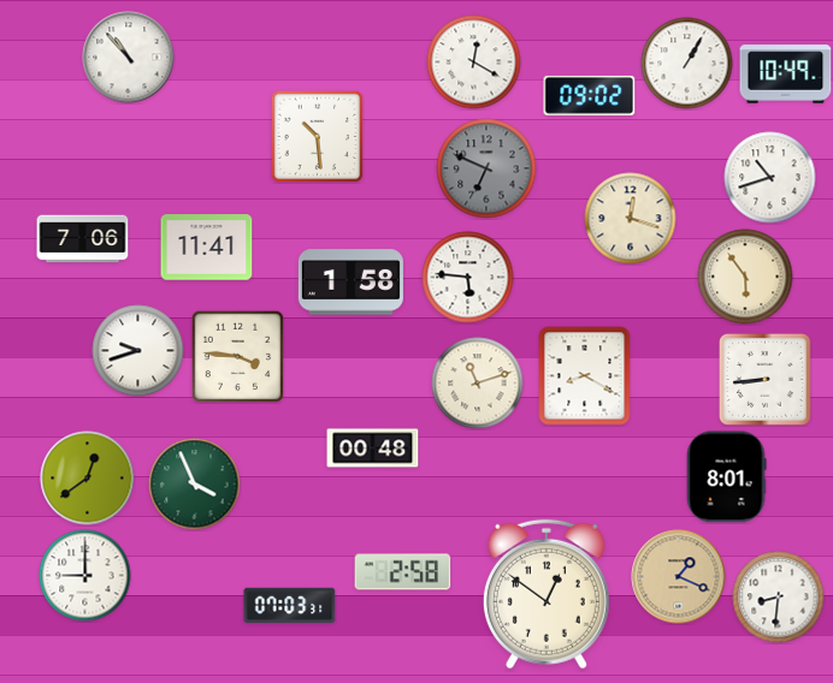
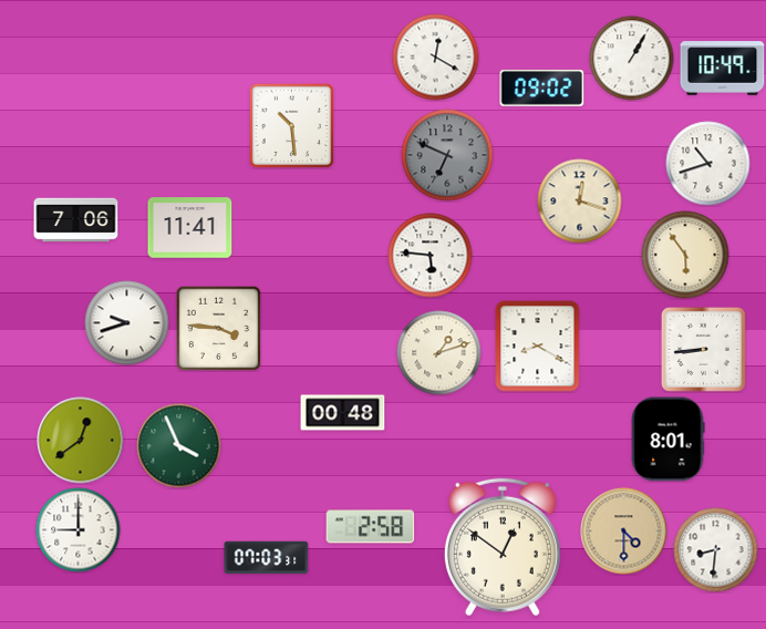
clock at (129, 58): 10:53 -> none
clock at (350, 283): 1:58 -> none
clock at (478, 384): 11:12 -> 1:12
clock at (679, 577): 1:19 -> 4:30
